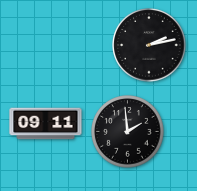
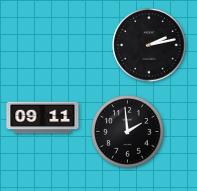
clock at (46, 124) position: (46, 124) -> (43, 118)
